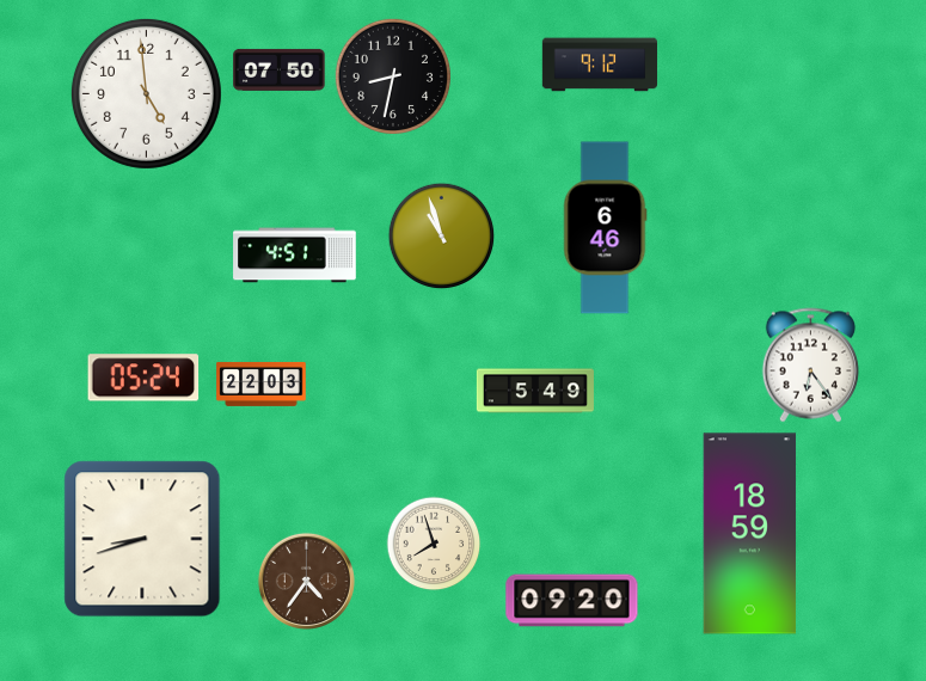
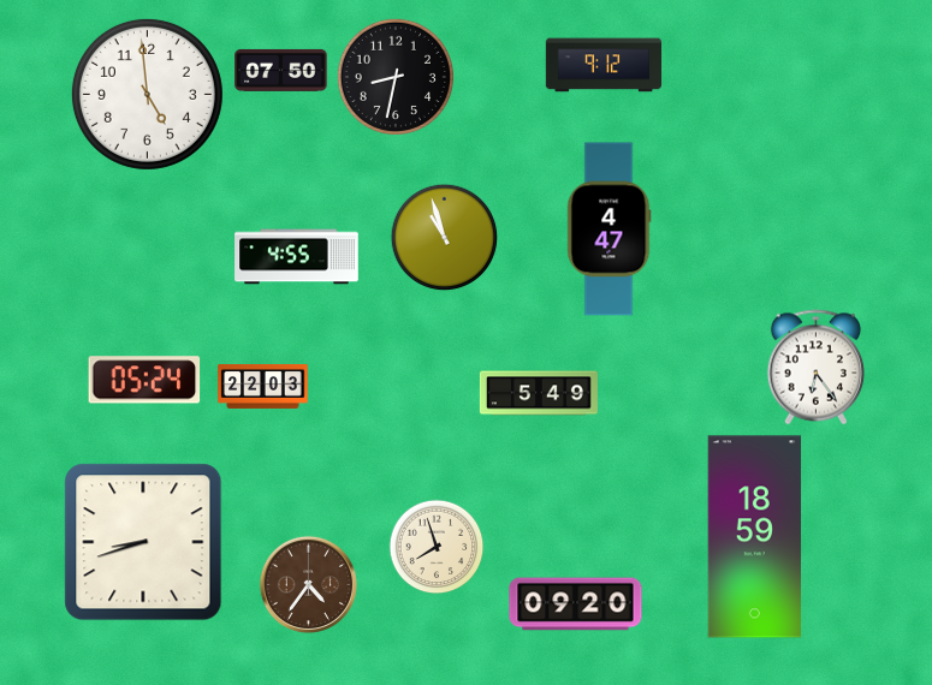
clock at (606, 228): 6:46 -> 4:47
clock at (295, 256): 4:51 -> 4:55
